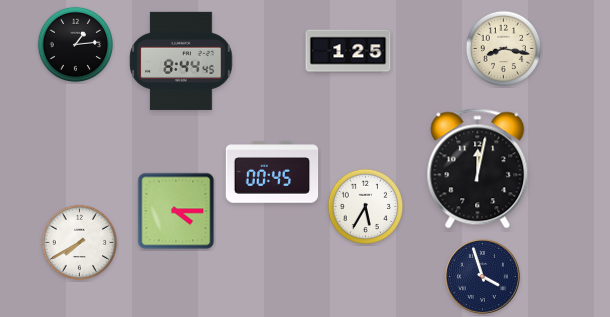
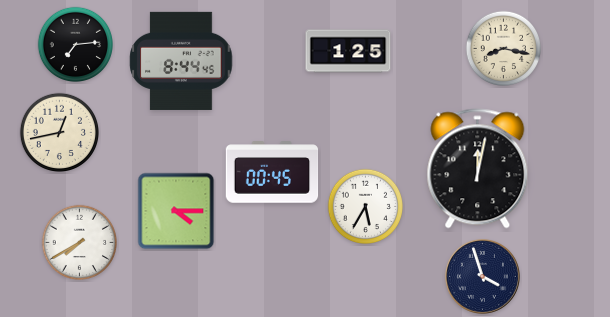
clock at (76, 45): 1:14 -> 7:14
clock at (59, 132): none -> 12:43
